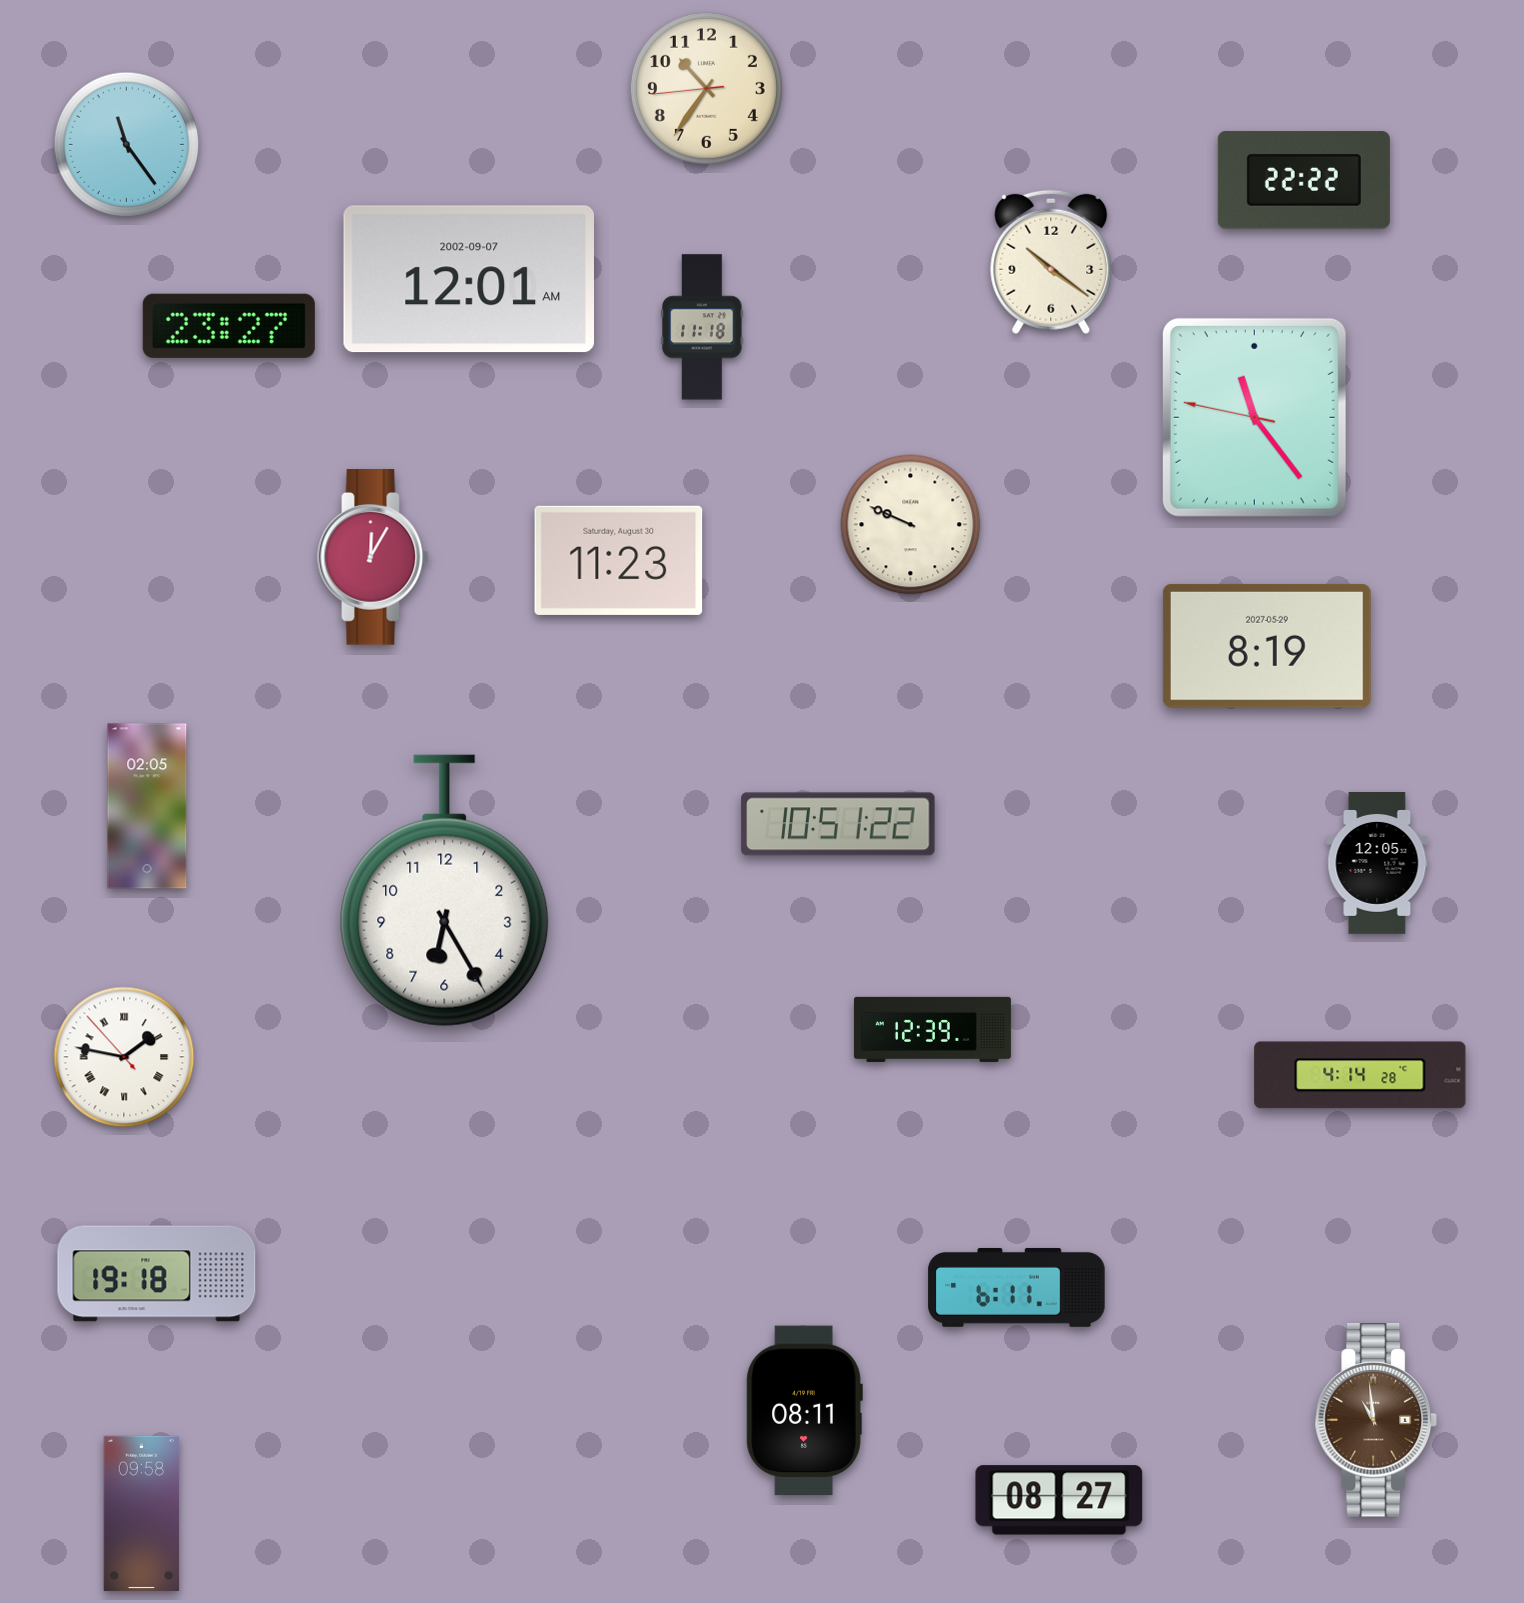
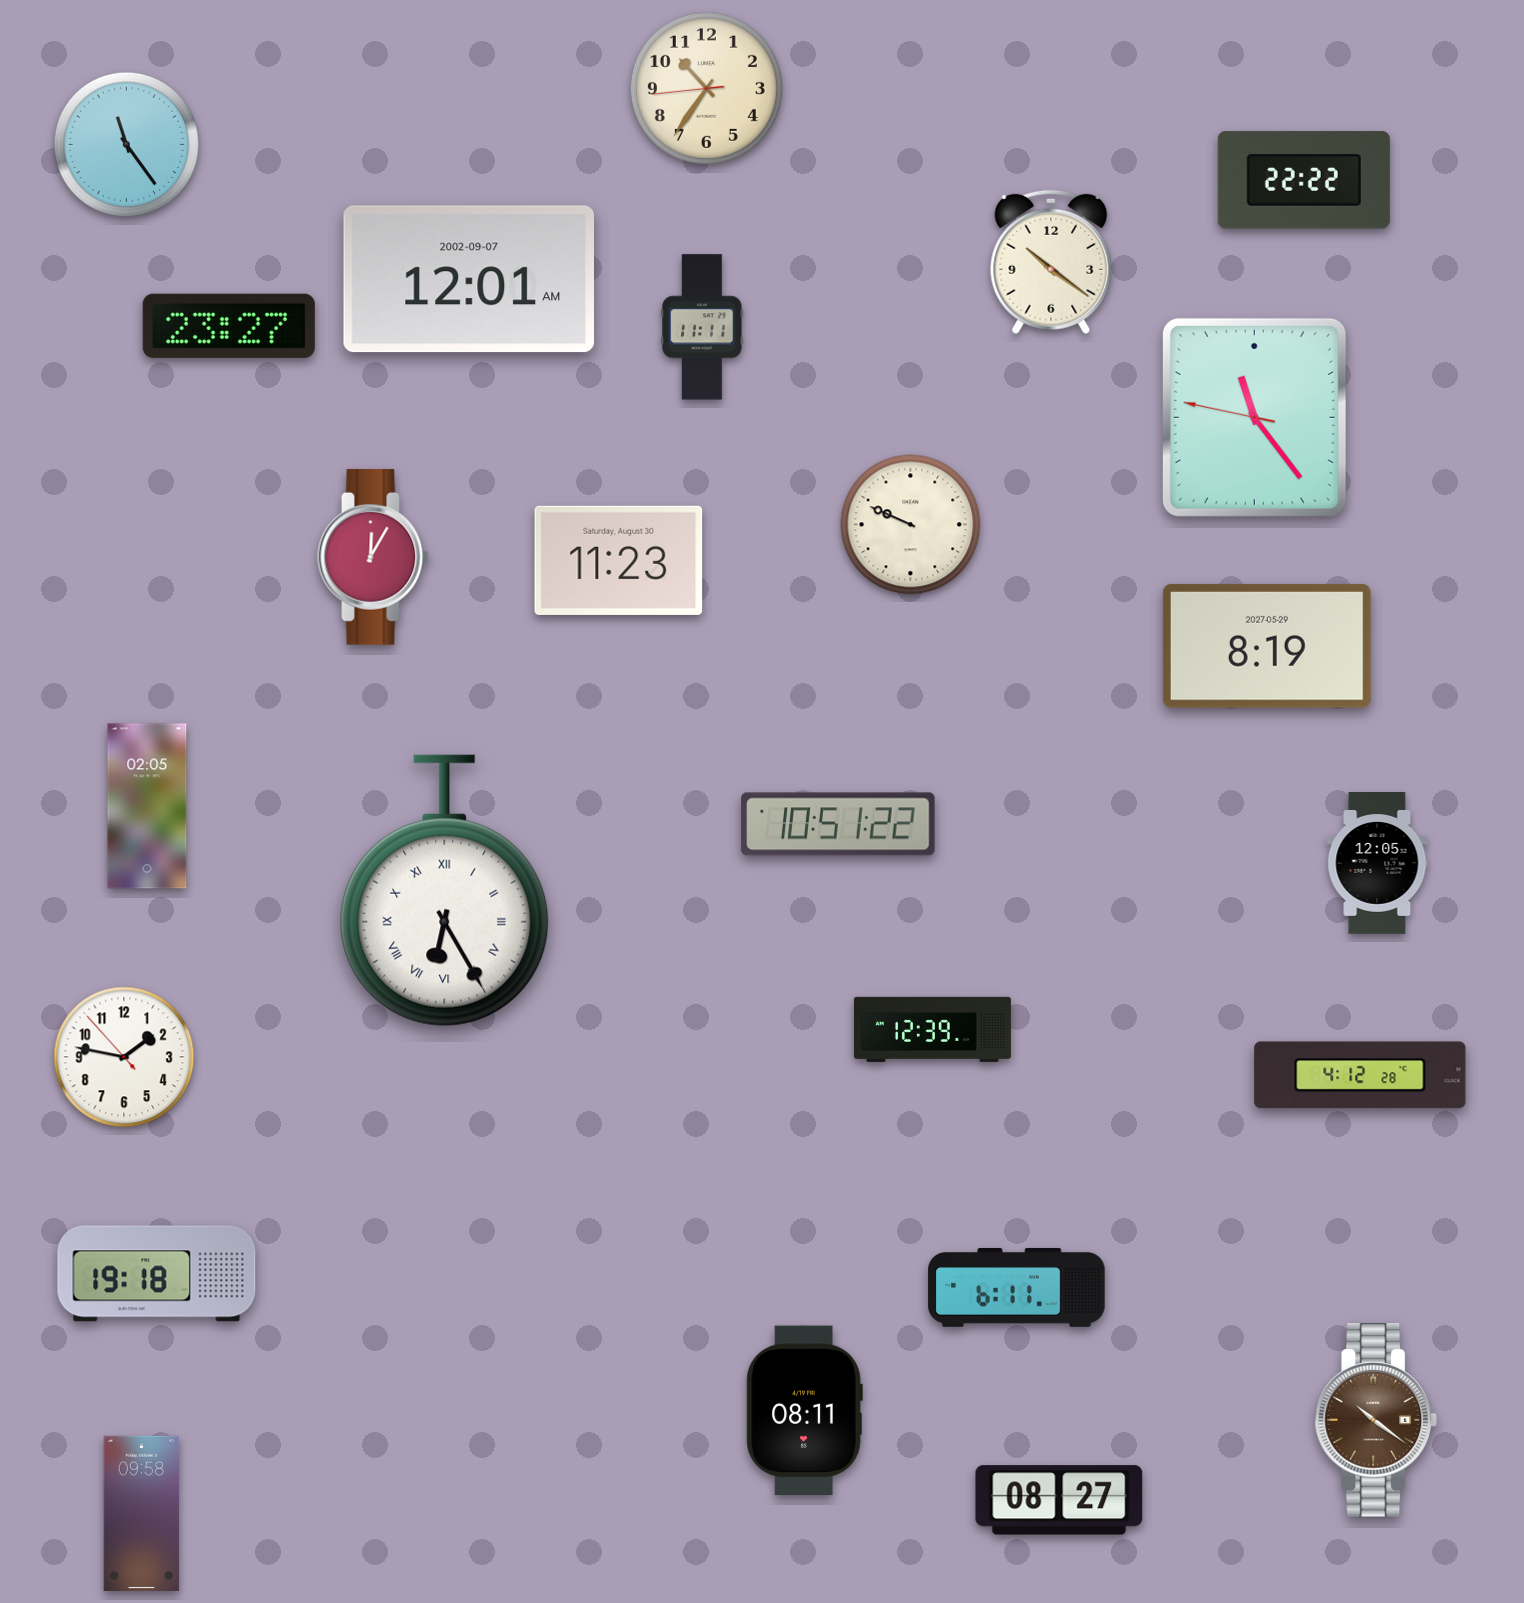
clock at (702, 327): 11:18 -> 11:11
clock at (445, 891) numerals: Arabic -> Roman
clock at (124, 1057) numerals: Roman -> Arabic
clock at (1360, 1075): 4:14 -> 4:12
clock at (1375, 1420): 10:59 -> 10:21
